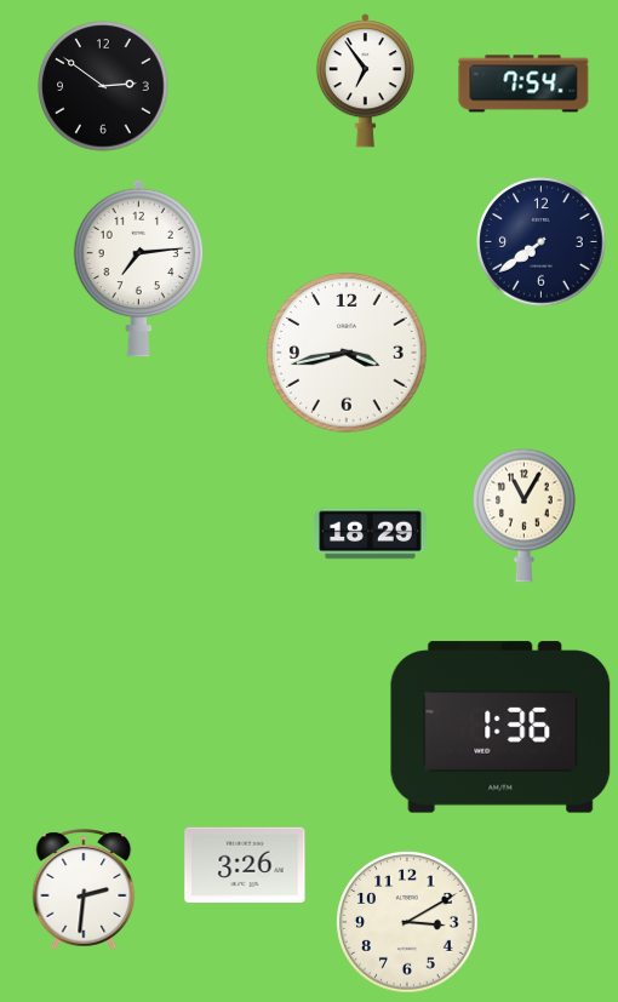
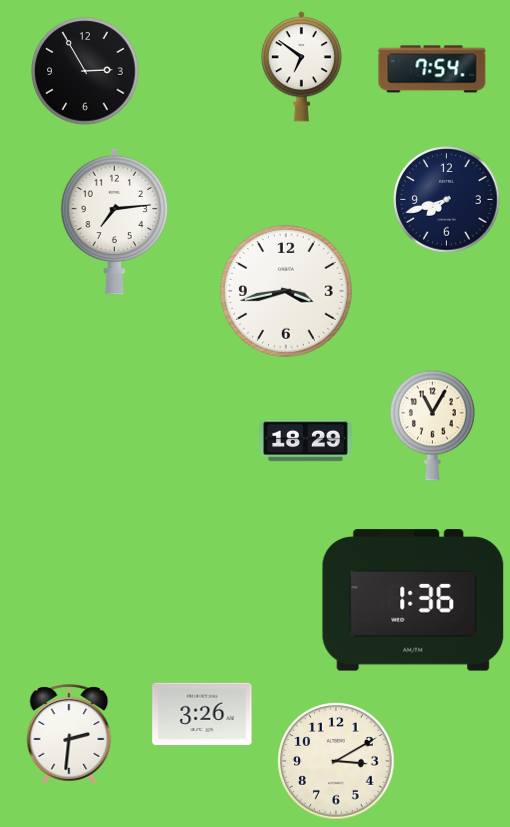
clock at (365, 81): 6:54 -> 6:51
clock at (103, 86): 2:51 -> 2:55
clock at (542, 242): 7:39 -> 7:42
